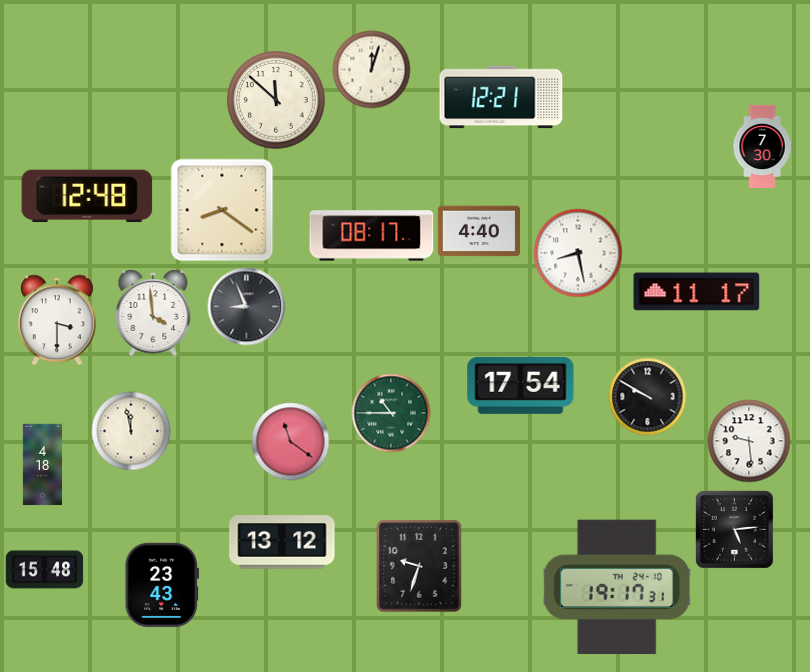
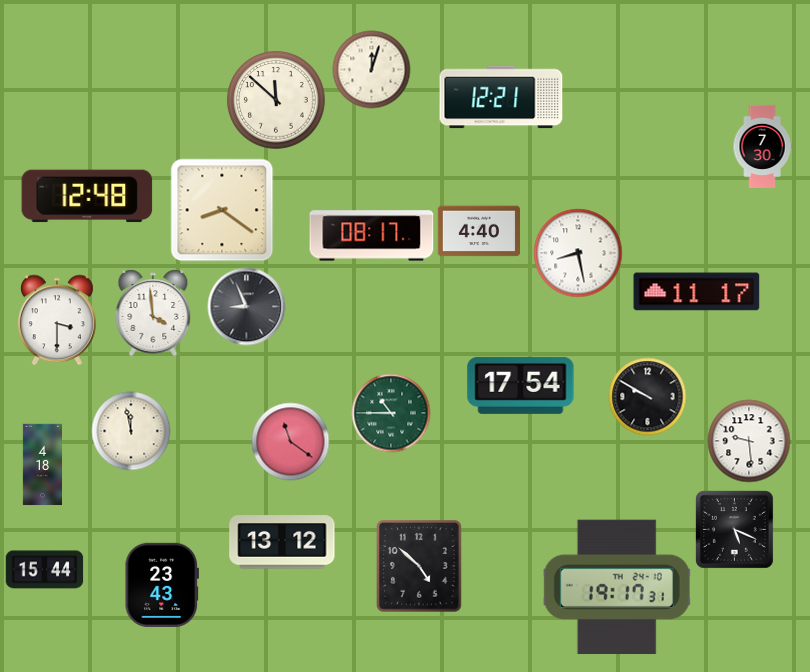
clock at (735, 530): 5:14 -> 5:19
clock at (419, 566): 9:33 -> 4:52
clock at (44, 570): 15:48 -> 15:44
